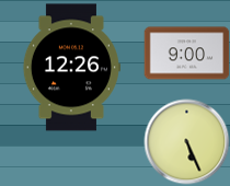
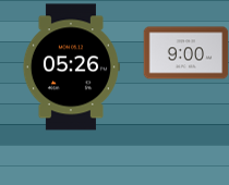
clock at (71, 68): 12:26 -> 05:26
clock at (186, 141): 5:26 -> none
